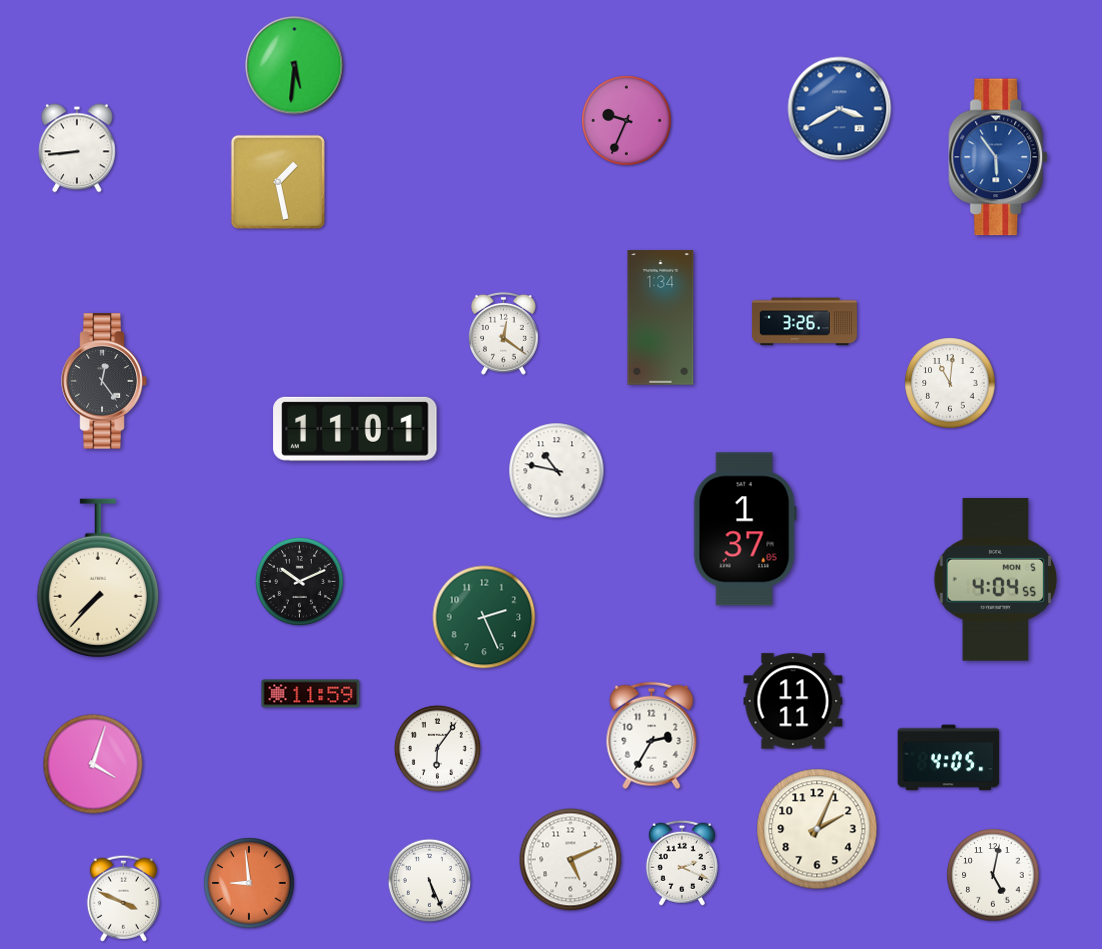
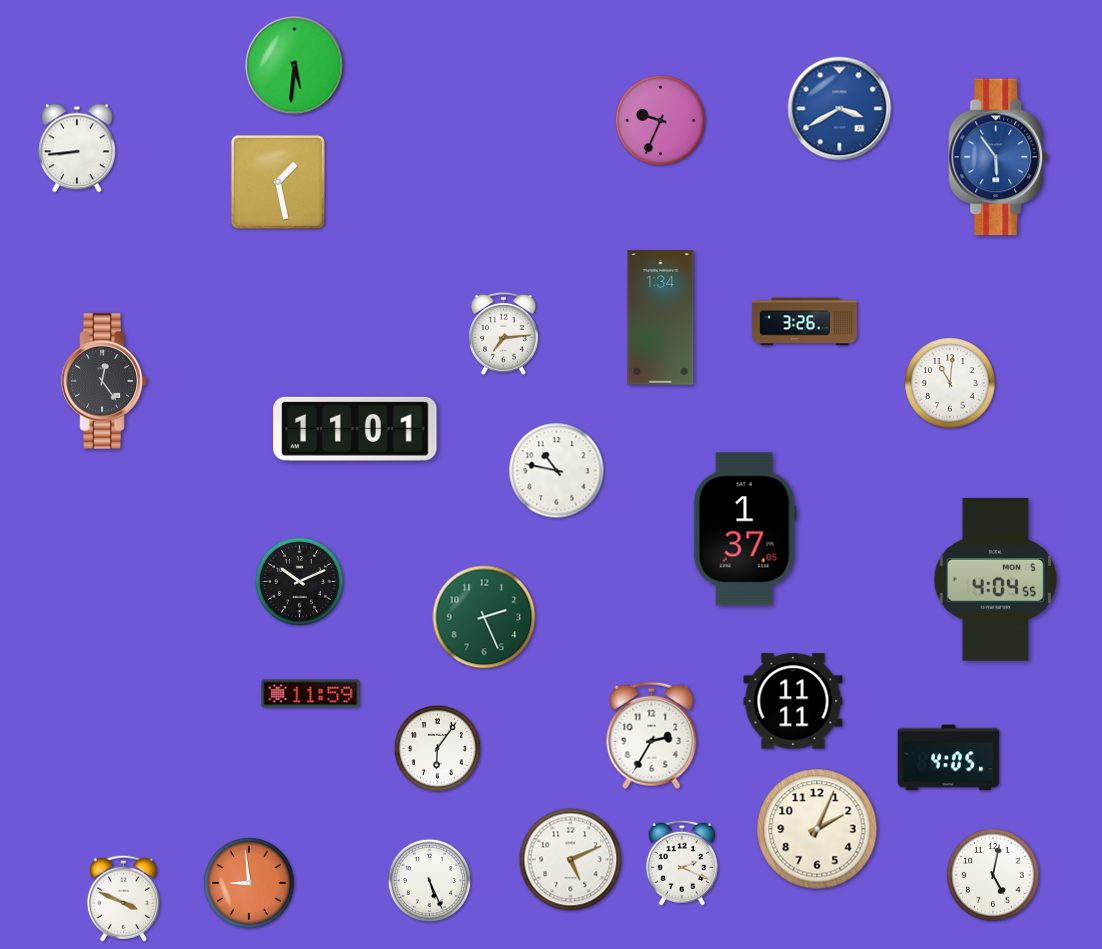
clock at (627, 121) position: (627, 121) -> (661, 121)
clock at (504, 333): 12:21 -> 7:14
clock at (98, 578): 7:37 -> none
clock at (93, 764): 4:03 -> none
